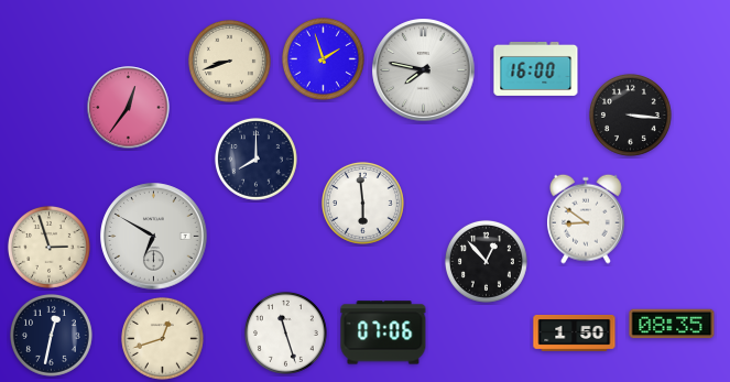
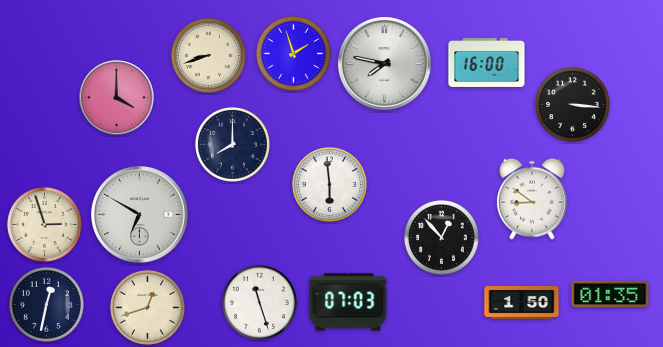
clock at (129, 108): 12:36 -> 4:00
clock at (672, 324): 08:35 -> 01:35
clock at (383, 332): 07:06 -> 07:03
